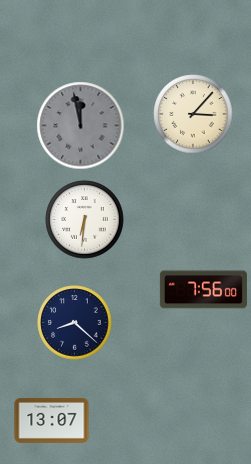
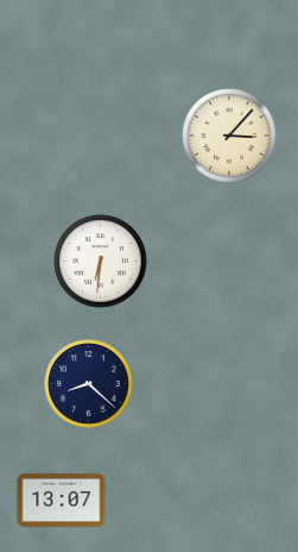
clock at (81, 126): 11:58 -> none
clock at (203, 290): 7:56 -> none
